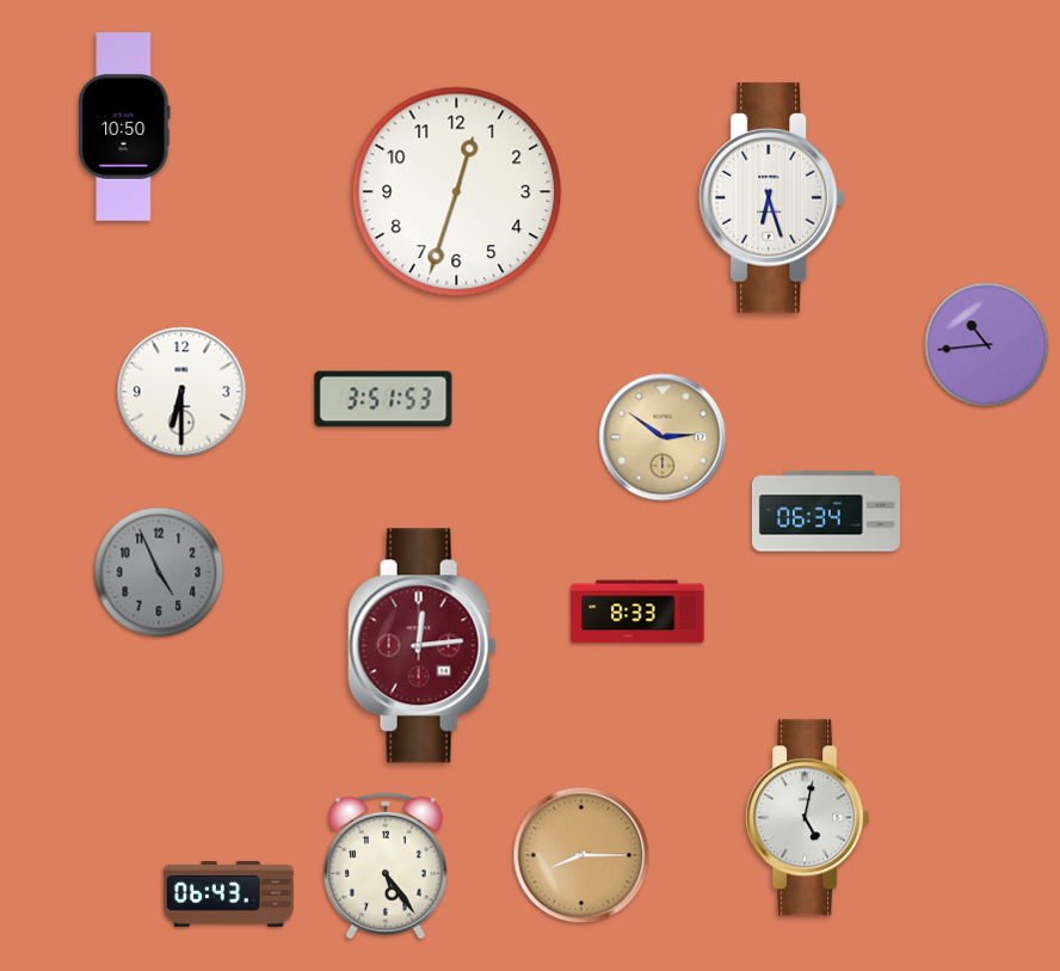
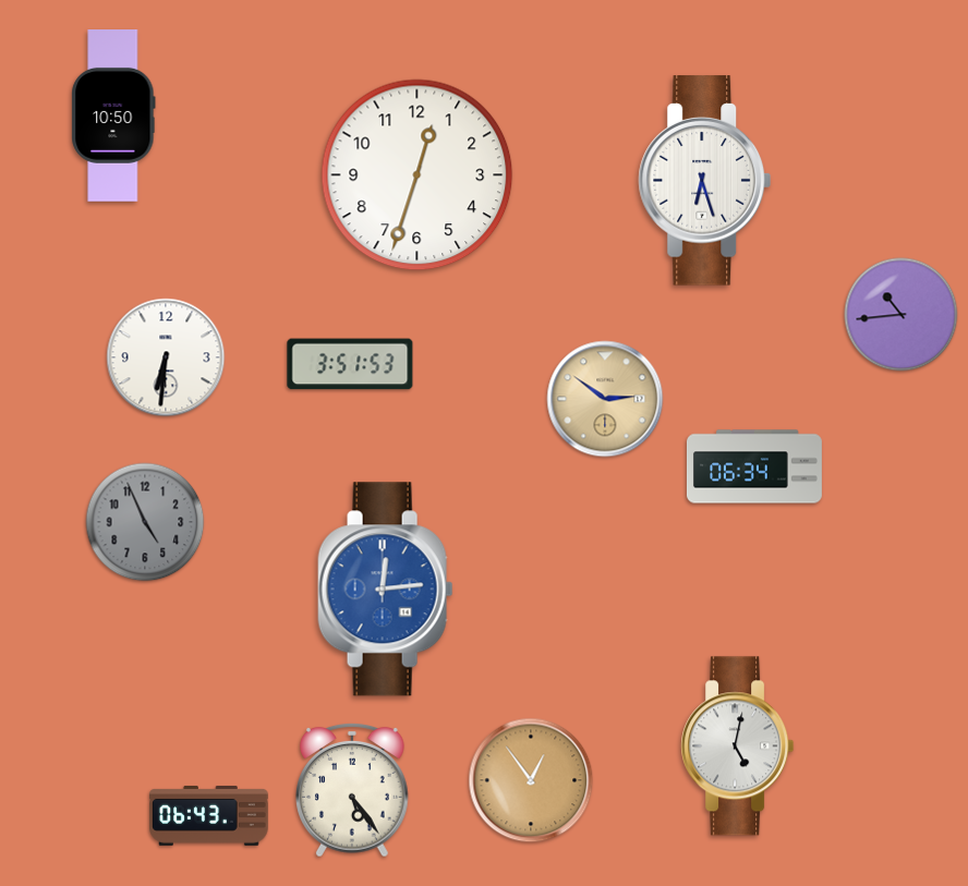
clock at (181, 392): 6:30 -> 6:31
clock at (637, 612): 8:33 -> none
clock at (423, 646) dial: burgundy -> blue
clock at (581, 855): 8:15 -> 12:54
